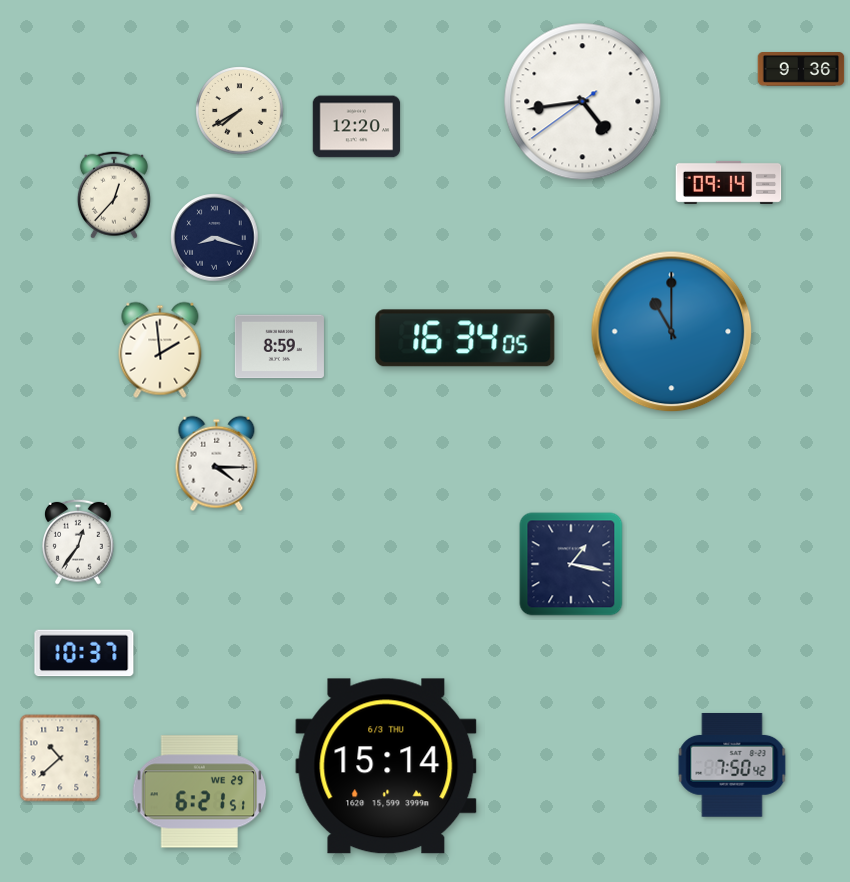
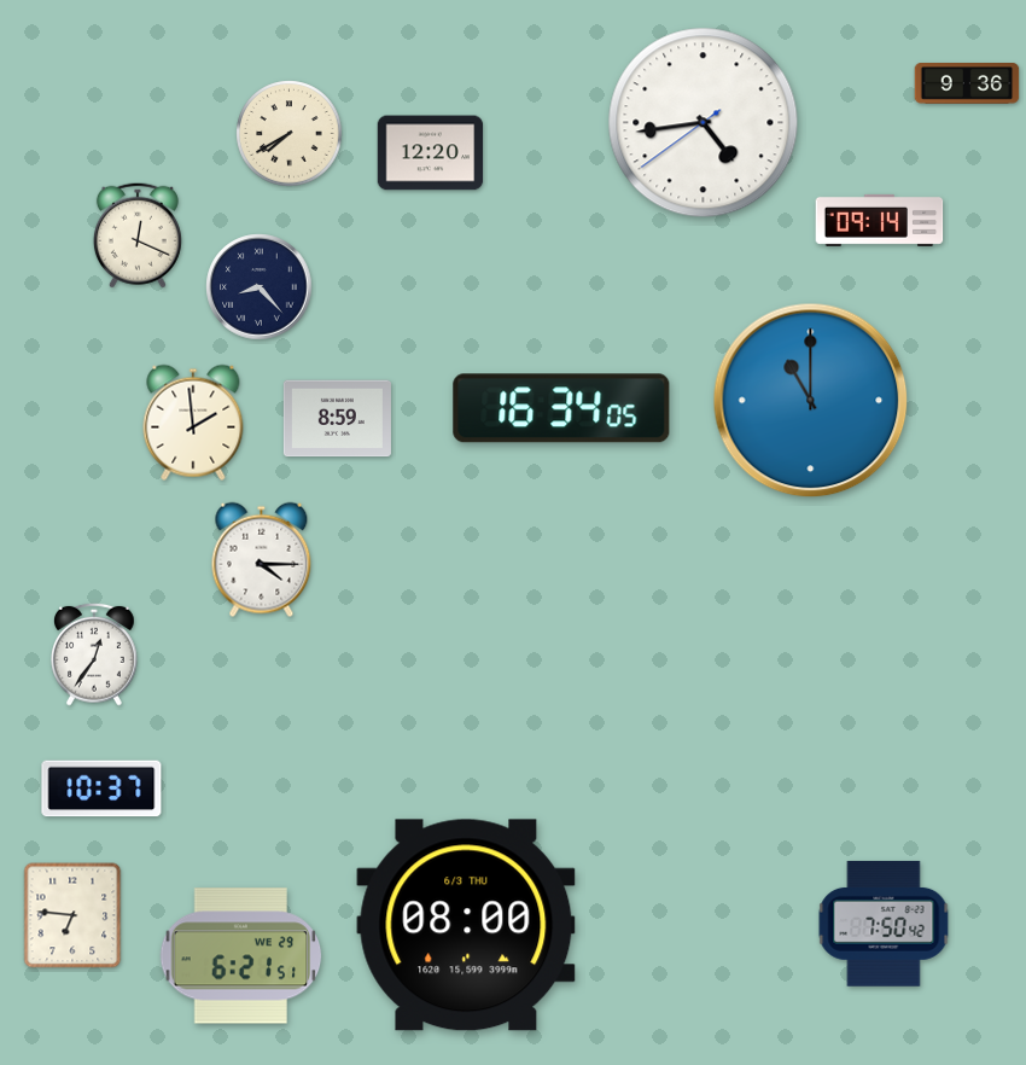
clock at (114, 195): 12:37 -> 12:19
clock at (215, 238): 8:18 -> 8:23
clock at (571, 564): 1:17 -> none
clock at (60, 758): 10:38 -> 6:46
clock at (386, 766): 15:14 -> 08:00
